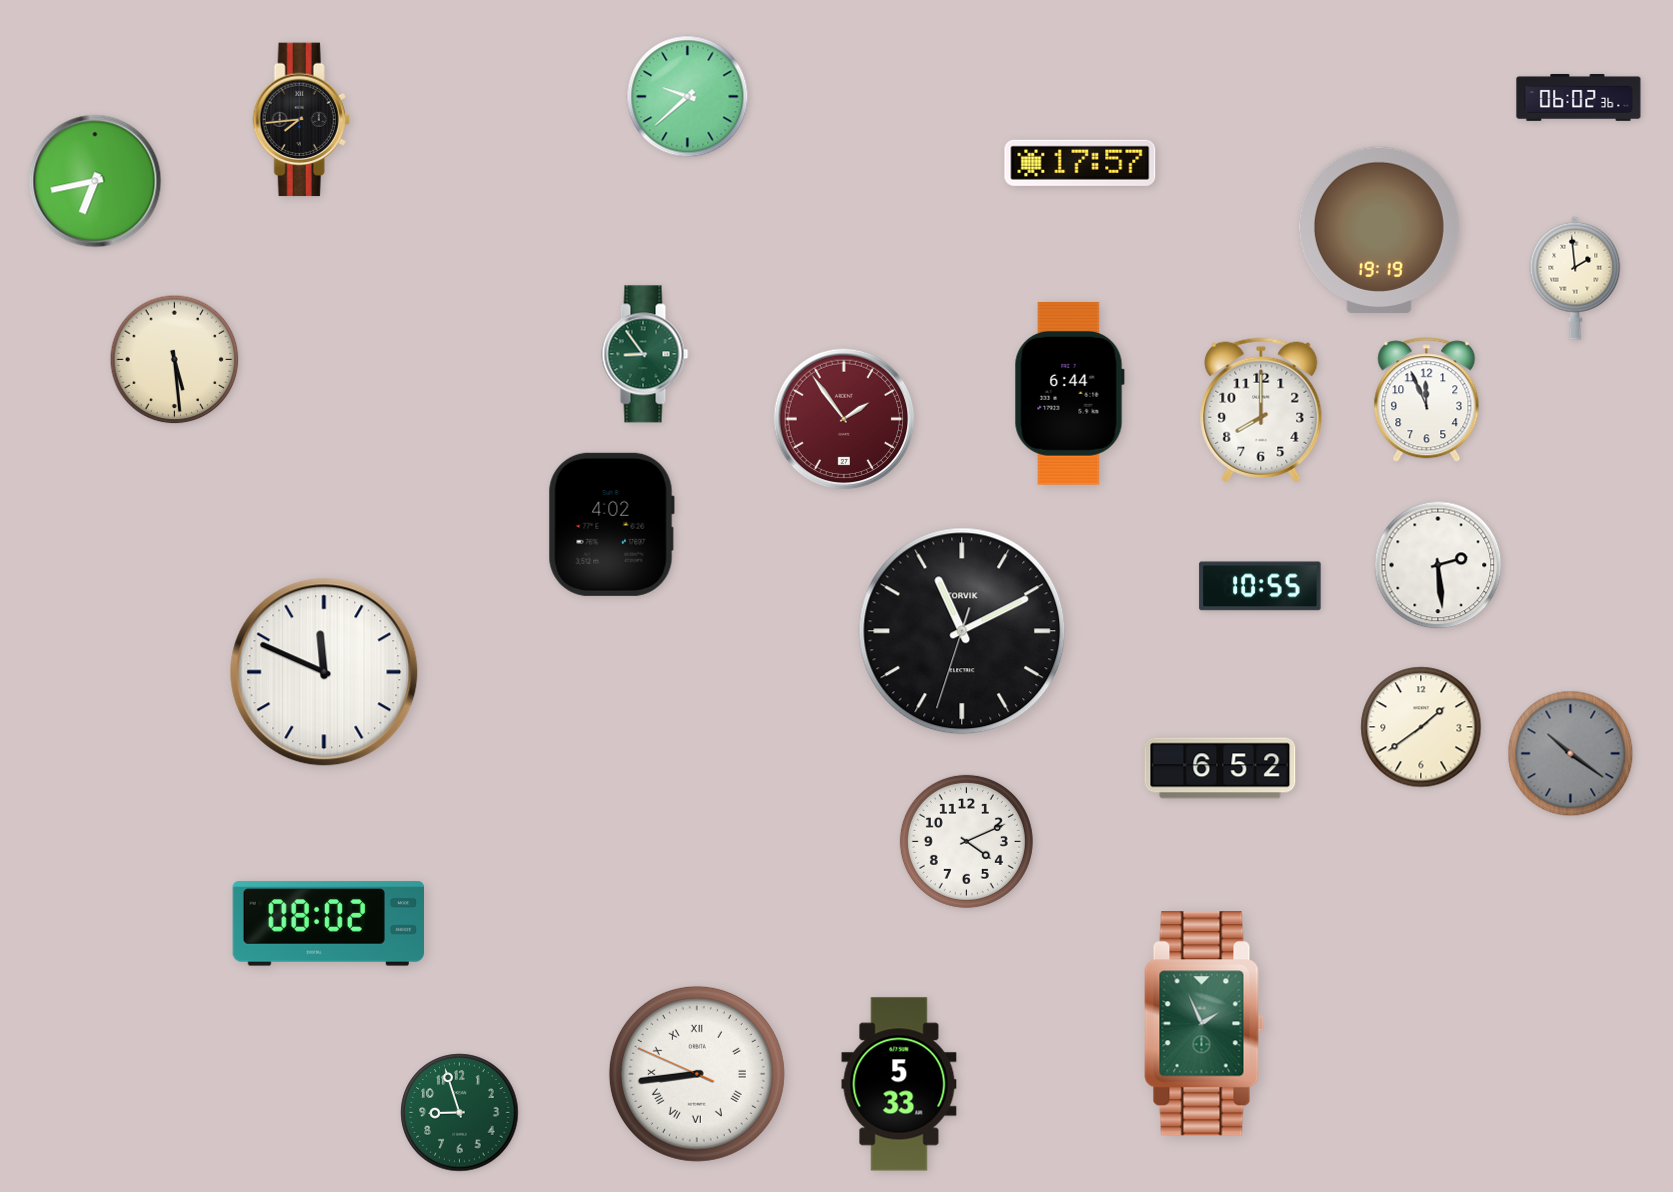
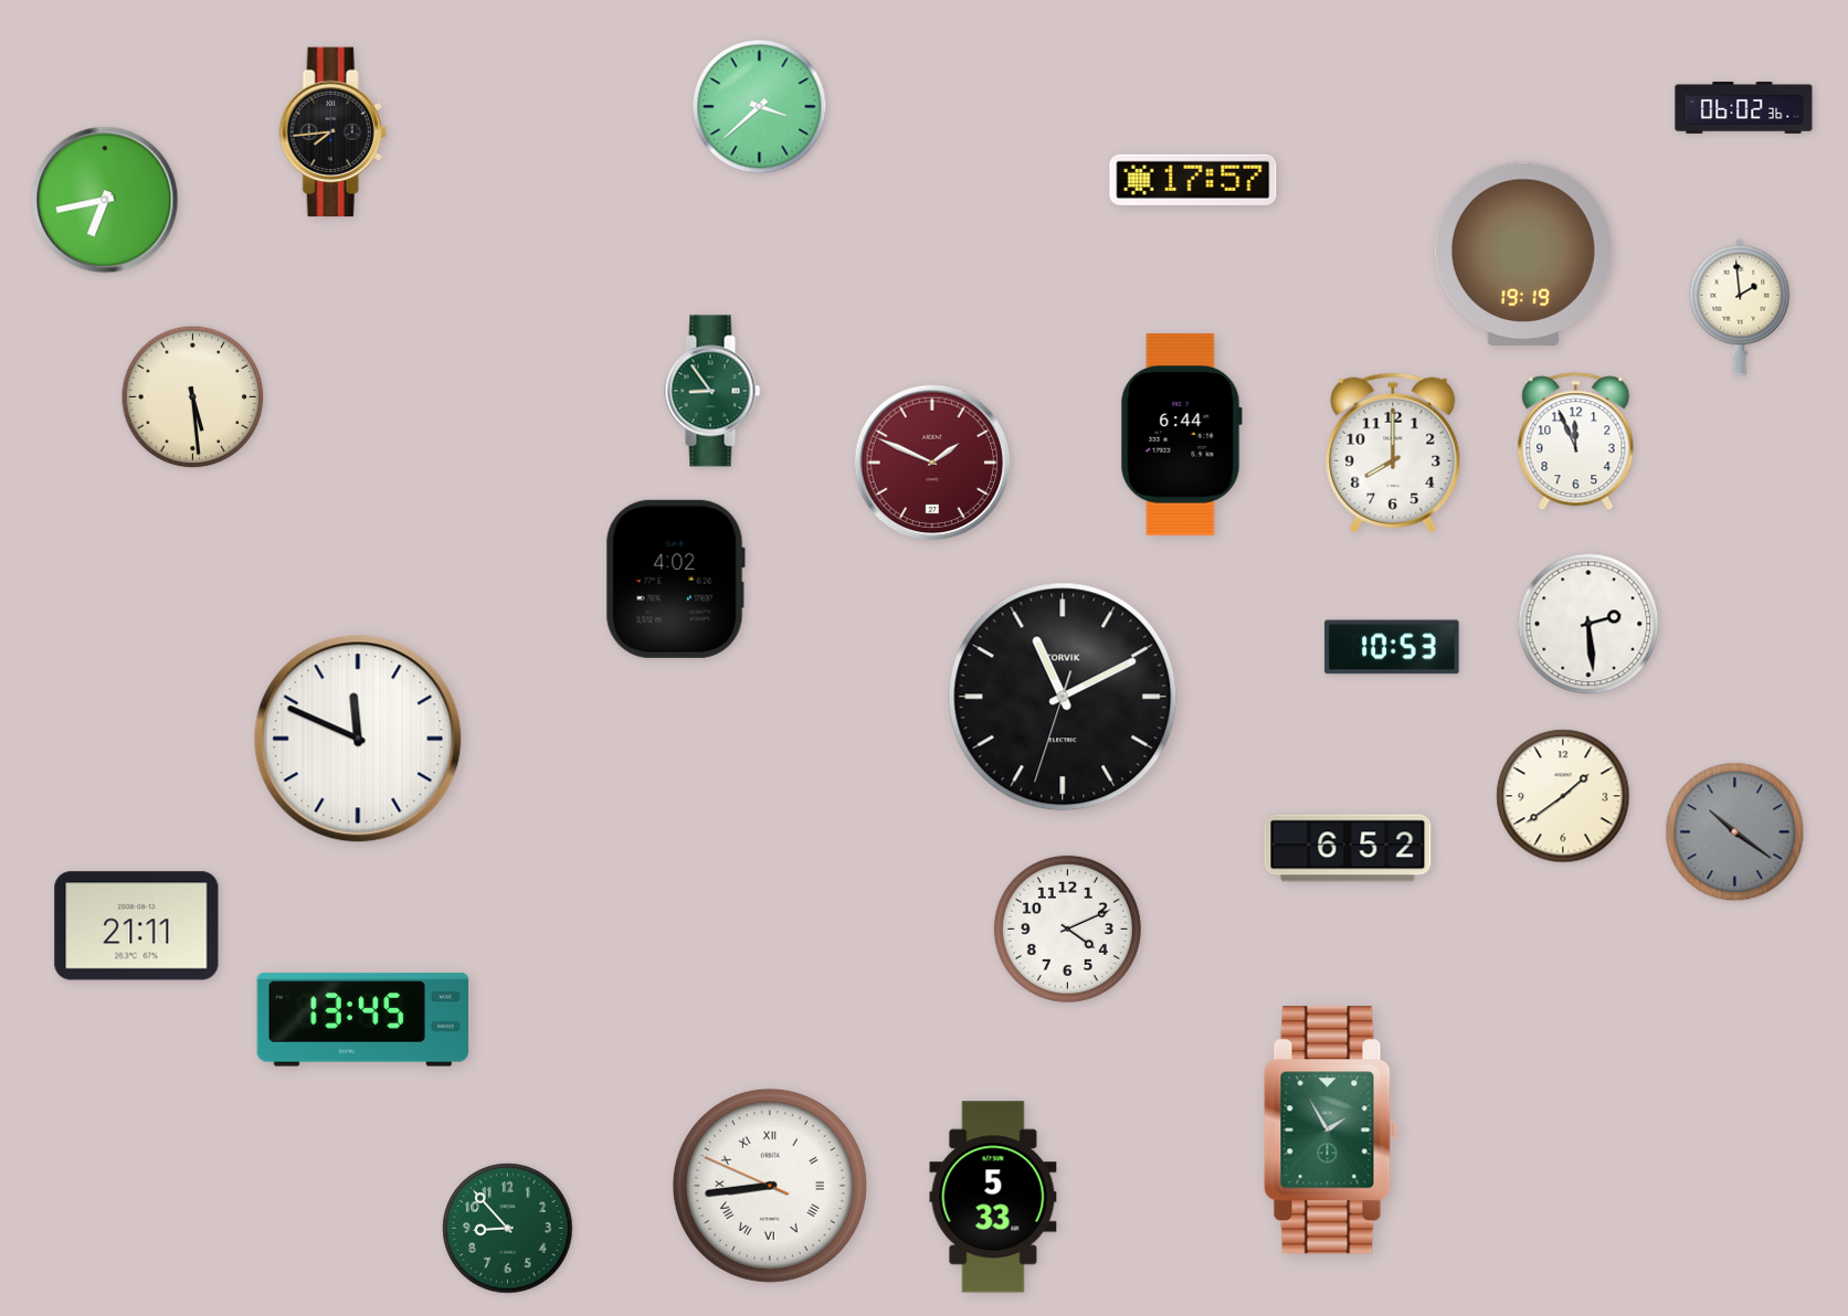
clock at (688, 97): 9:38 -> 3:38
clock at (844, 419): 1:54 -> 1:49
clock at (1260, 586): 10:55 -> 10:53
clock at (324, 672) position: (324, 672) -> (358, 739)
clock at (1421, 727) position: (1421, 727) -> (1563, 796)
clock at (137, 926): none -> 21:11
clock at (328, 924): 08:02 -> 13:45
clock at (1205, 1024): 1:56 -> 1:55
clock at (460, 1113): 8:57 -> 8:53
